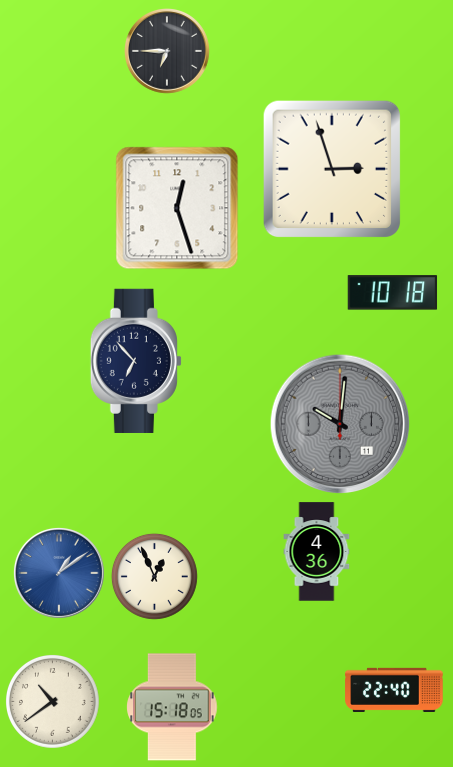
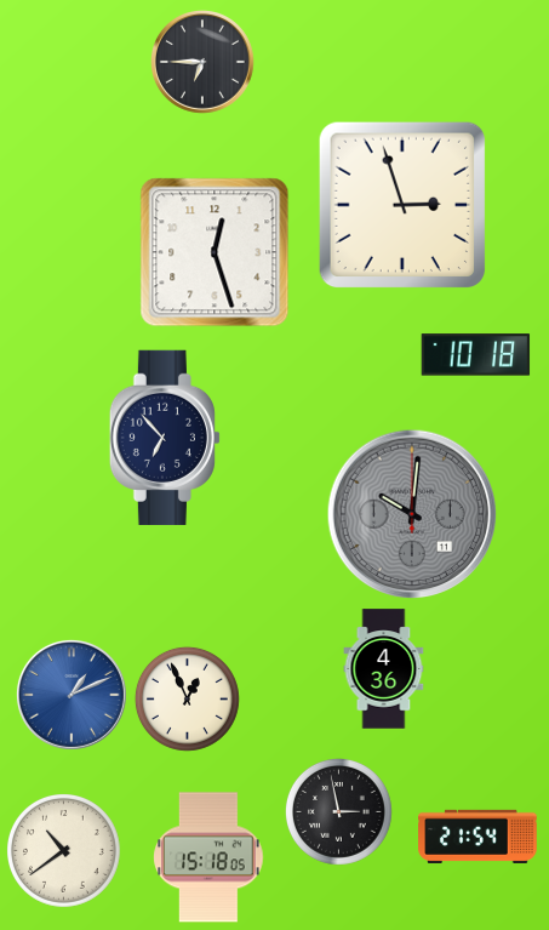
clock at (59, 573): 1:09 -> 1:11
clock at (338, 811): none -> 2:58
clock at (394, 690): 22:40 -> 21:54
